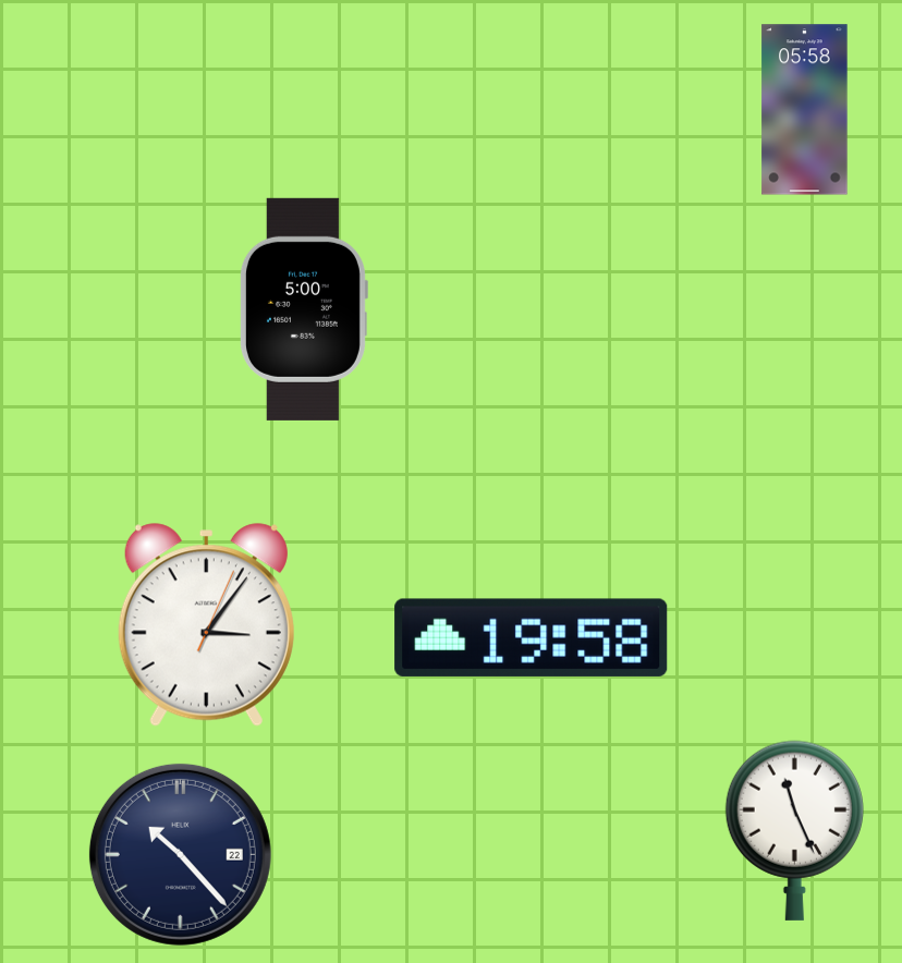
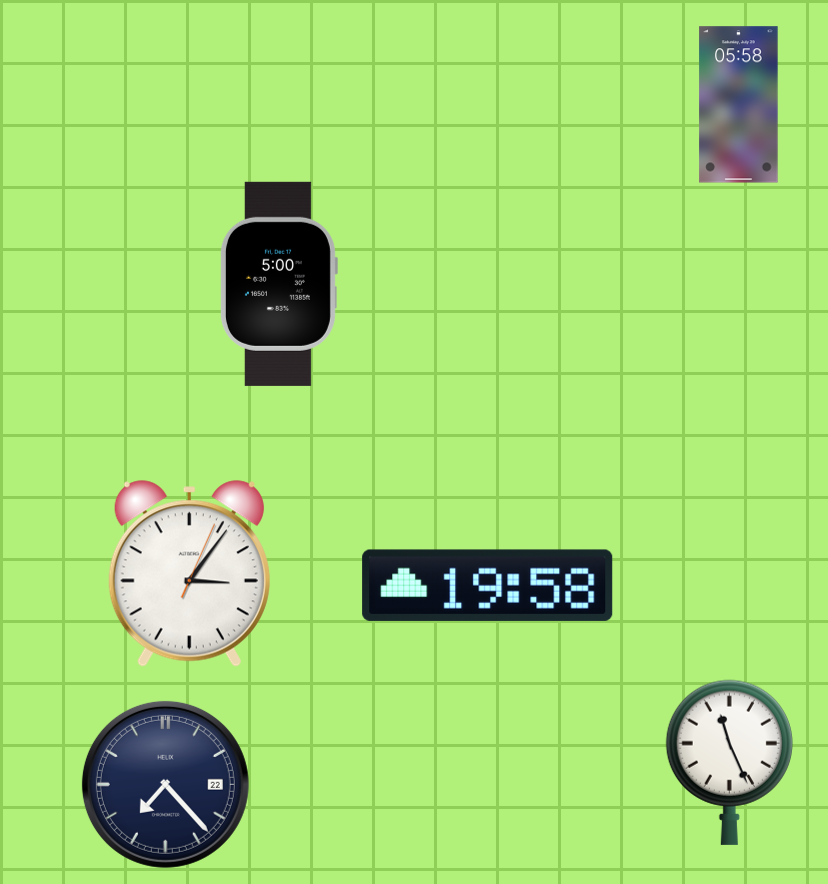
clock at (805, 110) position: (805, 110) -> (739, 105)
clock at (180, 854): 10:23 -> 7:23
